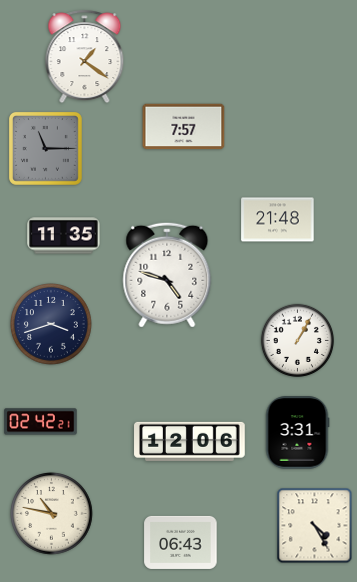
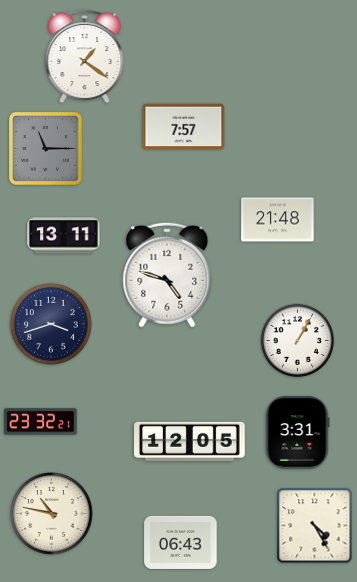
clock at (64, 236): 11:35 -> 13:11
clock at (41, 422): 02:42 -> 23:32
clock at (190, 441): 12:06 -> 12:05
